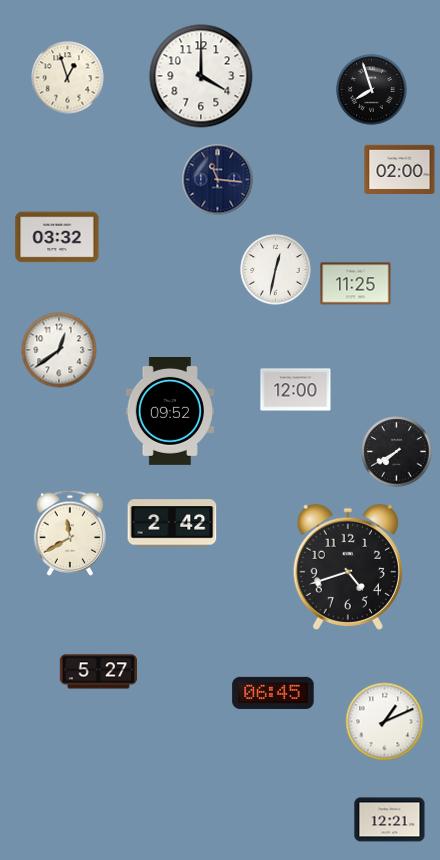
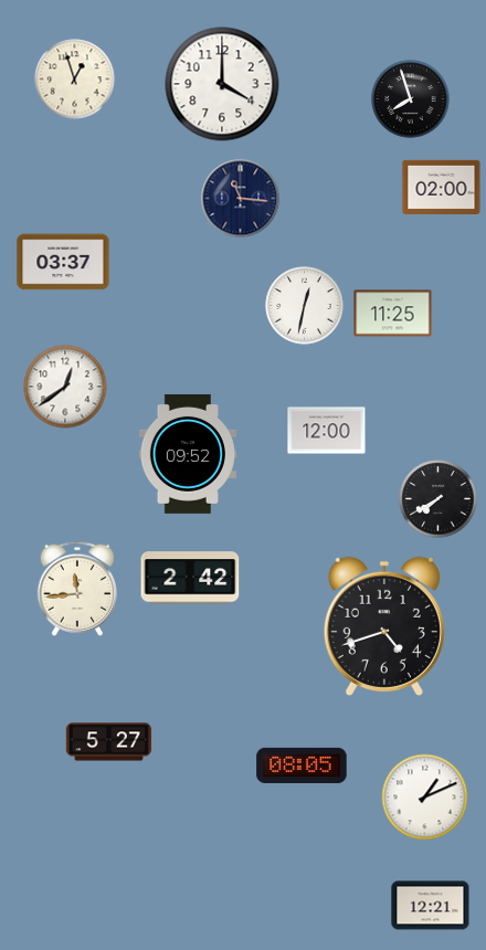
clock at (68, 78) position: (68, 78) -> (75, 80)
clock at (57, 237): 03:32 -> 03:37
clock at (276, 270) position: (276, 270) -> (305, 306)
clock at (70, 533): 11:40 -> 11:44
clock at (273, 693): 06:45 -> 08:05
